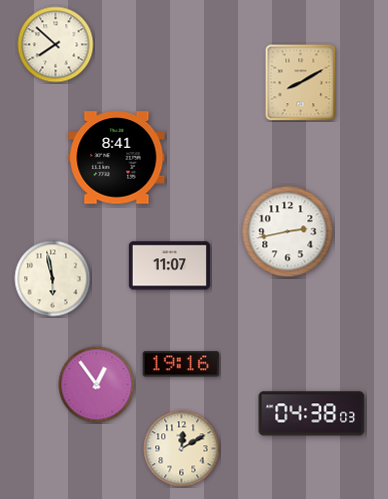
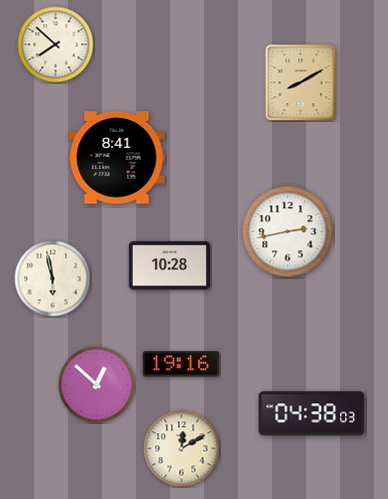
clock at (169, 266): 11:07 -> 10:28
clock at (97, 385): 12:54 -> 12:52
